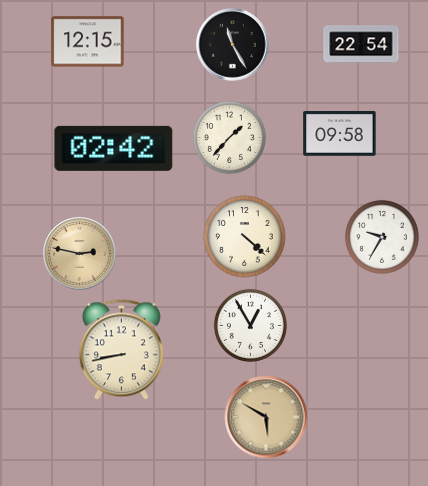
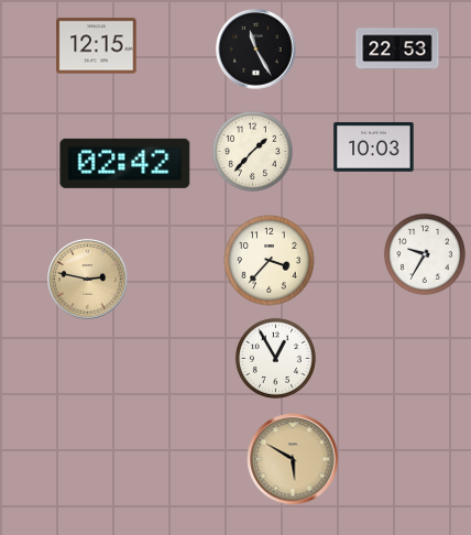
clock at (361, 44): 22:54 -> 22:53
clock at (340, 134): 09:58 -> 10:03
clock at (245, 237): 4:22 -> 3:37
clock at (382, 237) position: (382, 237) -> (425, 254)
clock at (121, 350): 8:43 -> none
